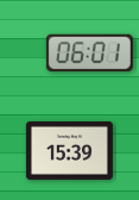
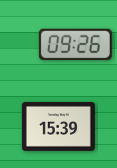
clock at (89, 54): 06:01 -> 09:26
